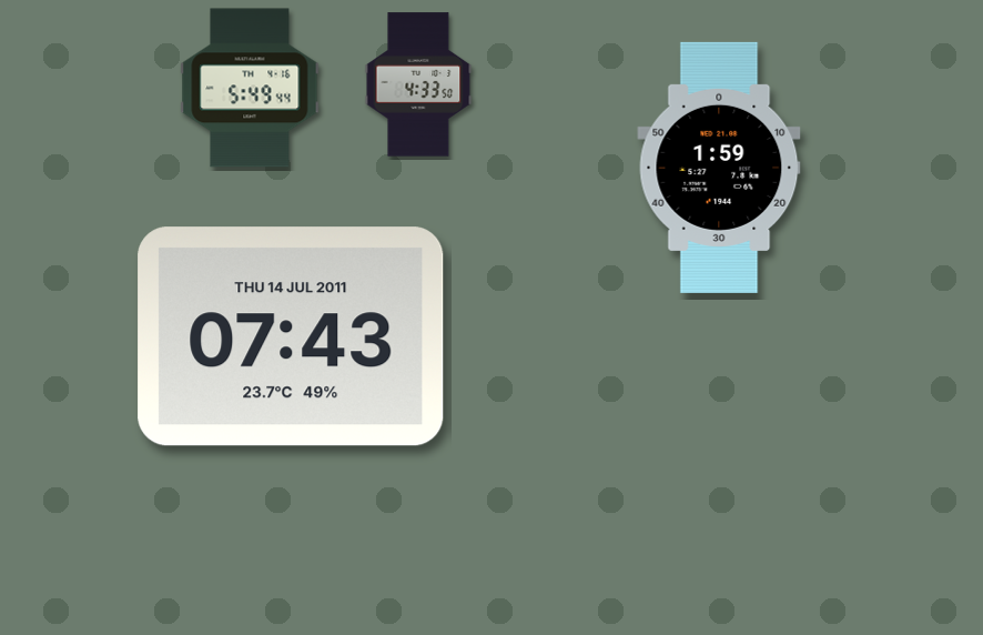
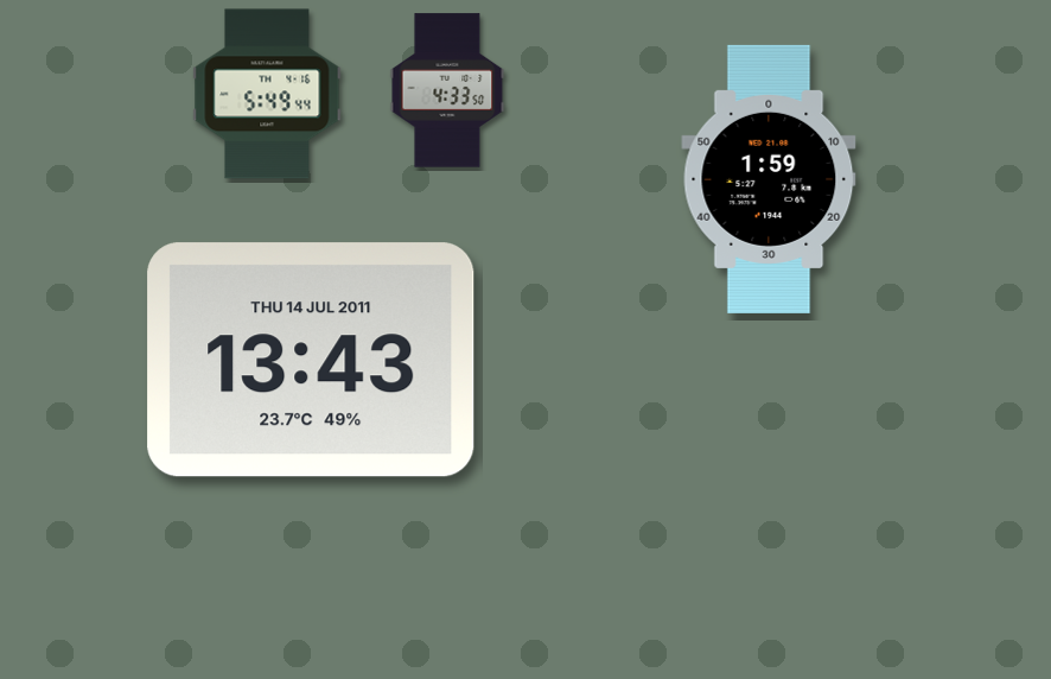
clock at (291, 336): 07:43 -> 13:43
